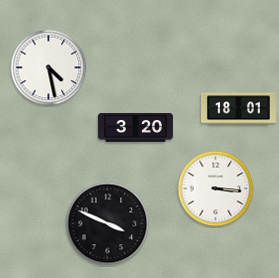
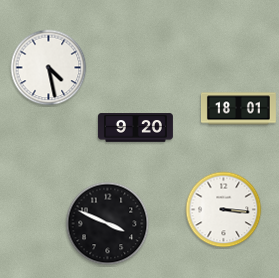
clock at (135, 128): 3:20 -> 9:20
clock at (216, 189) position: (216, 189) -> (224, 210)
